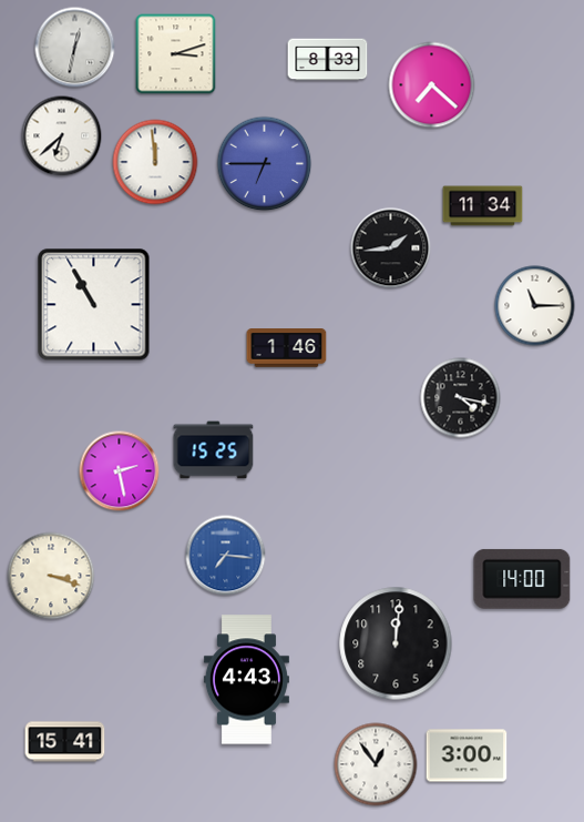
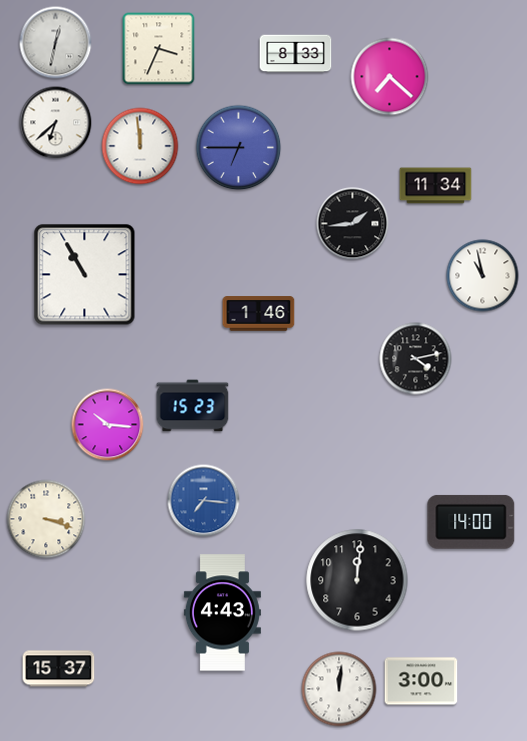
clock at (75, 48) position: (75, 48) -> (56, 43)
clock at (176, 54): 3:12 -> 3:34
clock at (535, 306): 11:15 -> 10:58
clock at (461, 398): 4:17 -> 4:13
clock at (214, 450): 15:25 -> 15:23
clock at (120, 471): 2:28 -> 10:16
clock at (65, 742): 15:41 -> 15:37
clock at (376, 764): 12:54 -> 12:01
